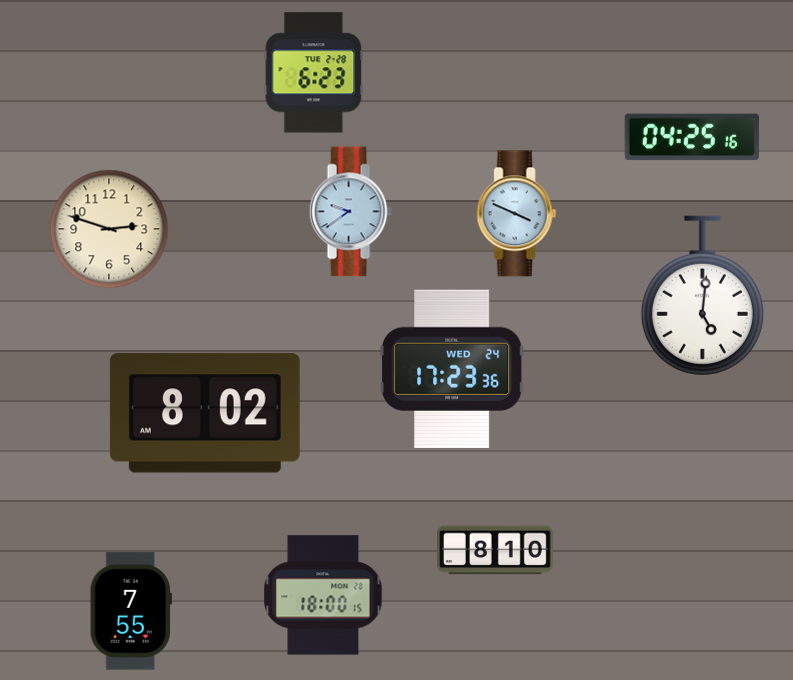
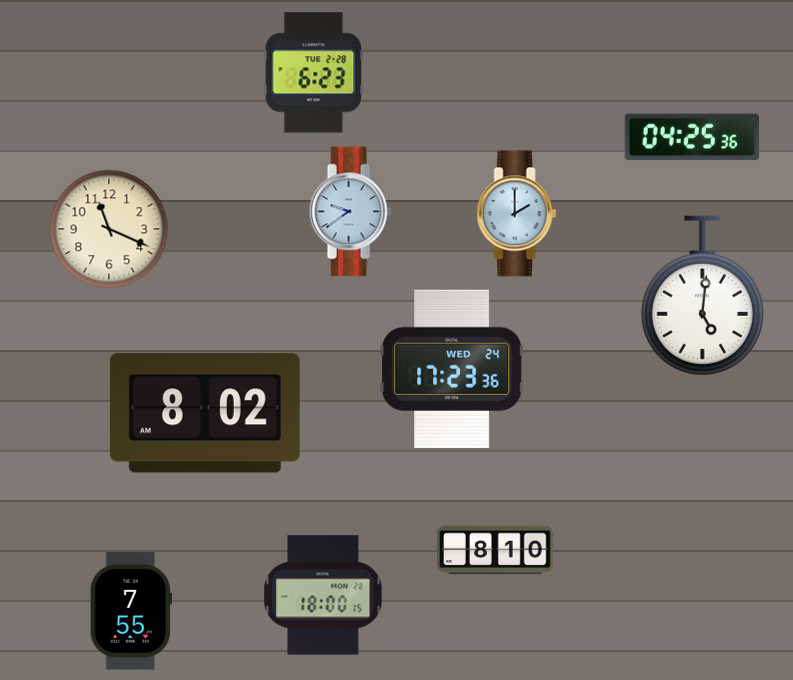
clock at (692, 137): 04:25:16 -> 04:25:36
clock at (517, 214): 3:49 -> 2:00
clock at (109, 229): 2:48 -> 11:19
